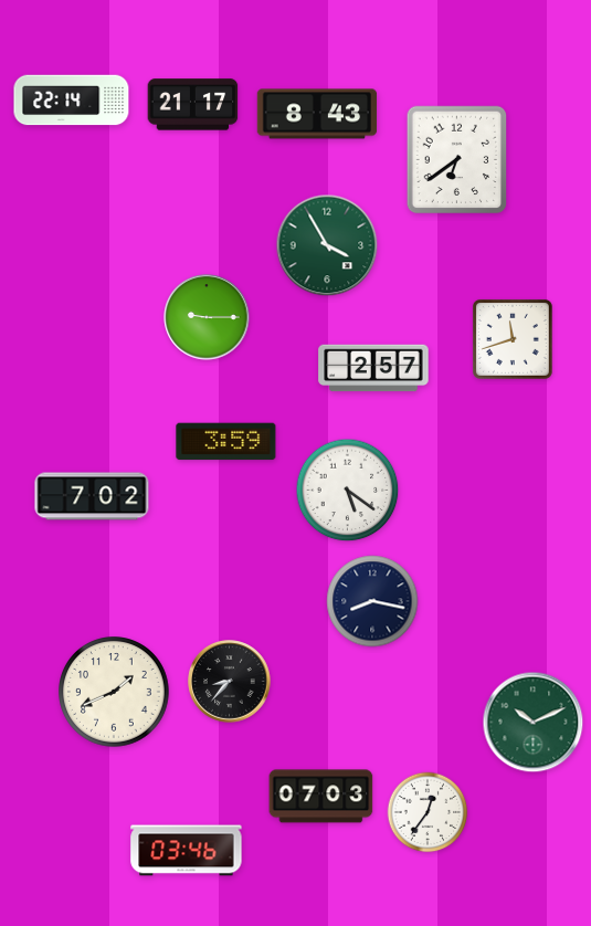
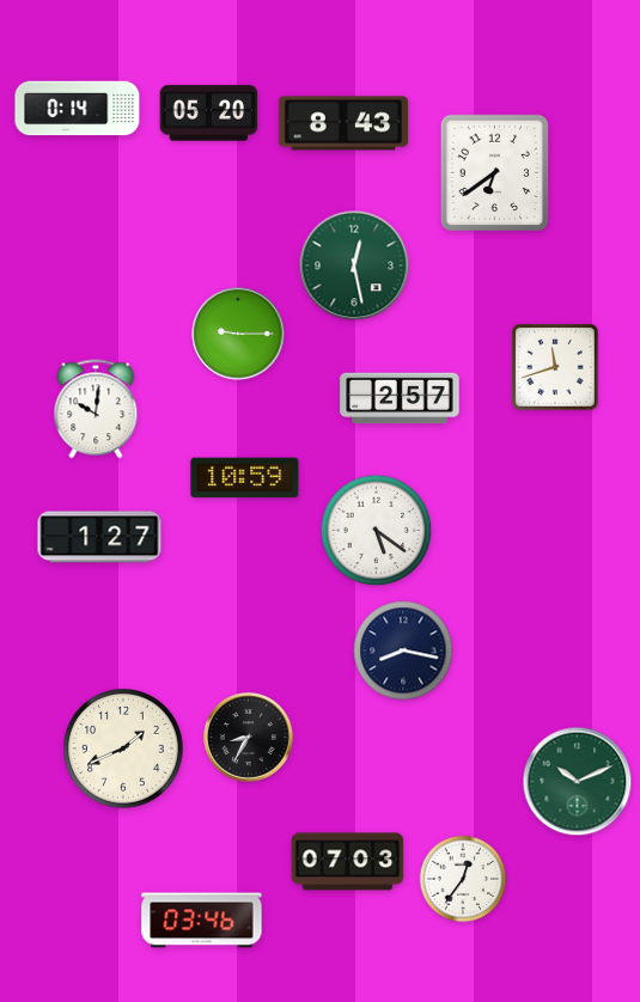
clock at (72, 101): 22:14 -> 0:14
clock at (193, 105): 21:17 -> 05:20
clock at (327, 245): 3:55 -> 12:28
clock at (207, 317) position: (207, 317) -> (238, 334)
clock at (373, 368) position: (373, 368) -> (400, 398)
clock at (96, 409): none -> 10:01
clock at (226, 442): 3:59 -> 10:59
clock at (92, 496): 7:02 -> 1:27
clock at (230, 682): 8:37 -> 8:35
